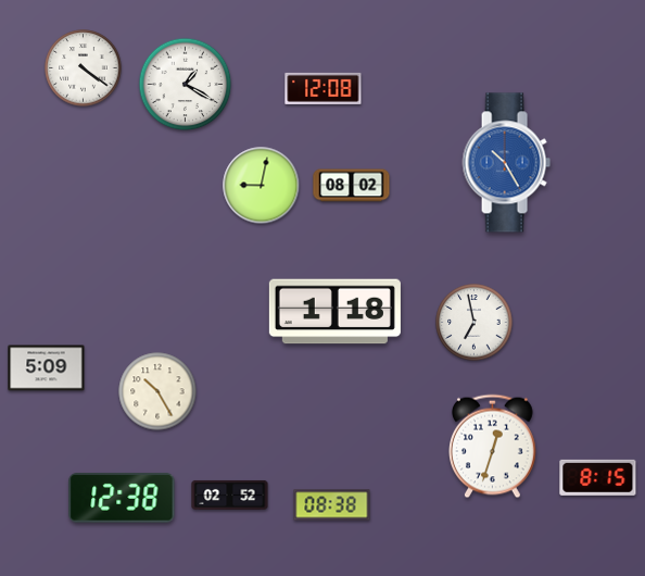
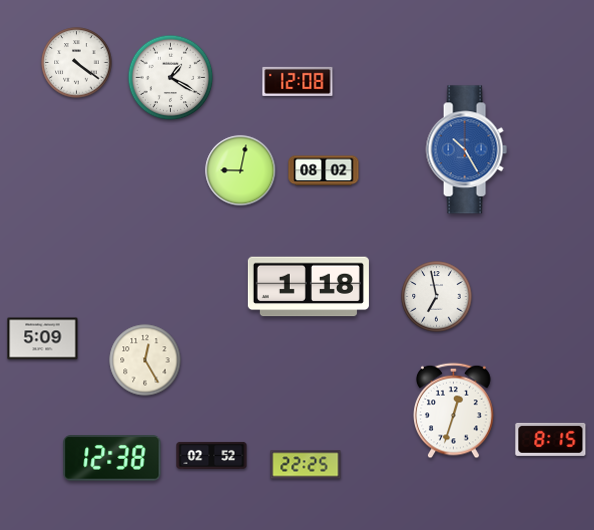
clock at (157, 391): 10:25 -> 12:25
clock at (332, 505): 08:38 -> 22:25
